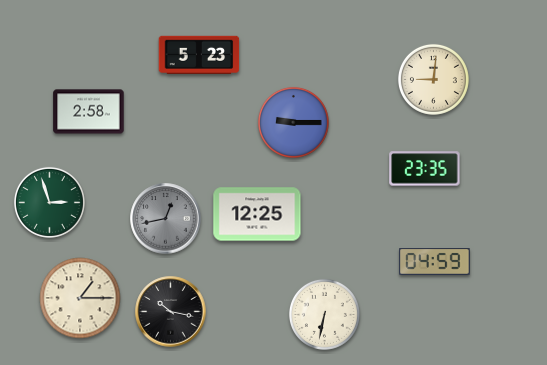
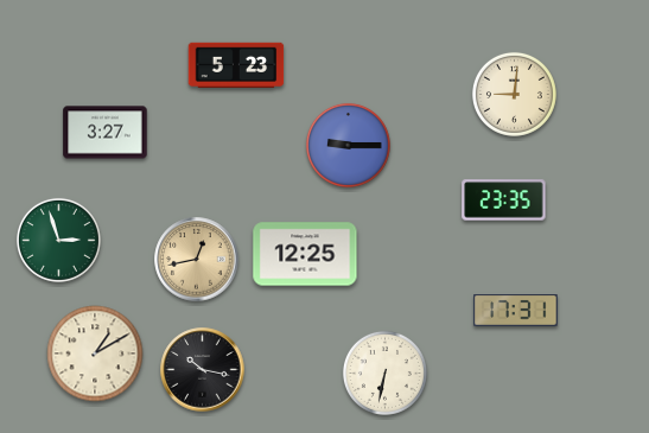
clock at (89, 112): 2:58 -> 3:27
clock at (166, 219) dial: grey -> champagne
clock at (435, 262): 04:59 -> 17:31
clock at (80, 298): 1:15 -> 1:10
